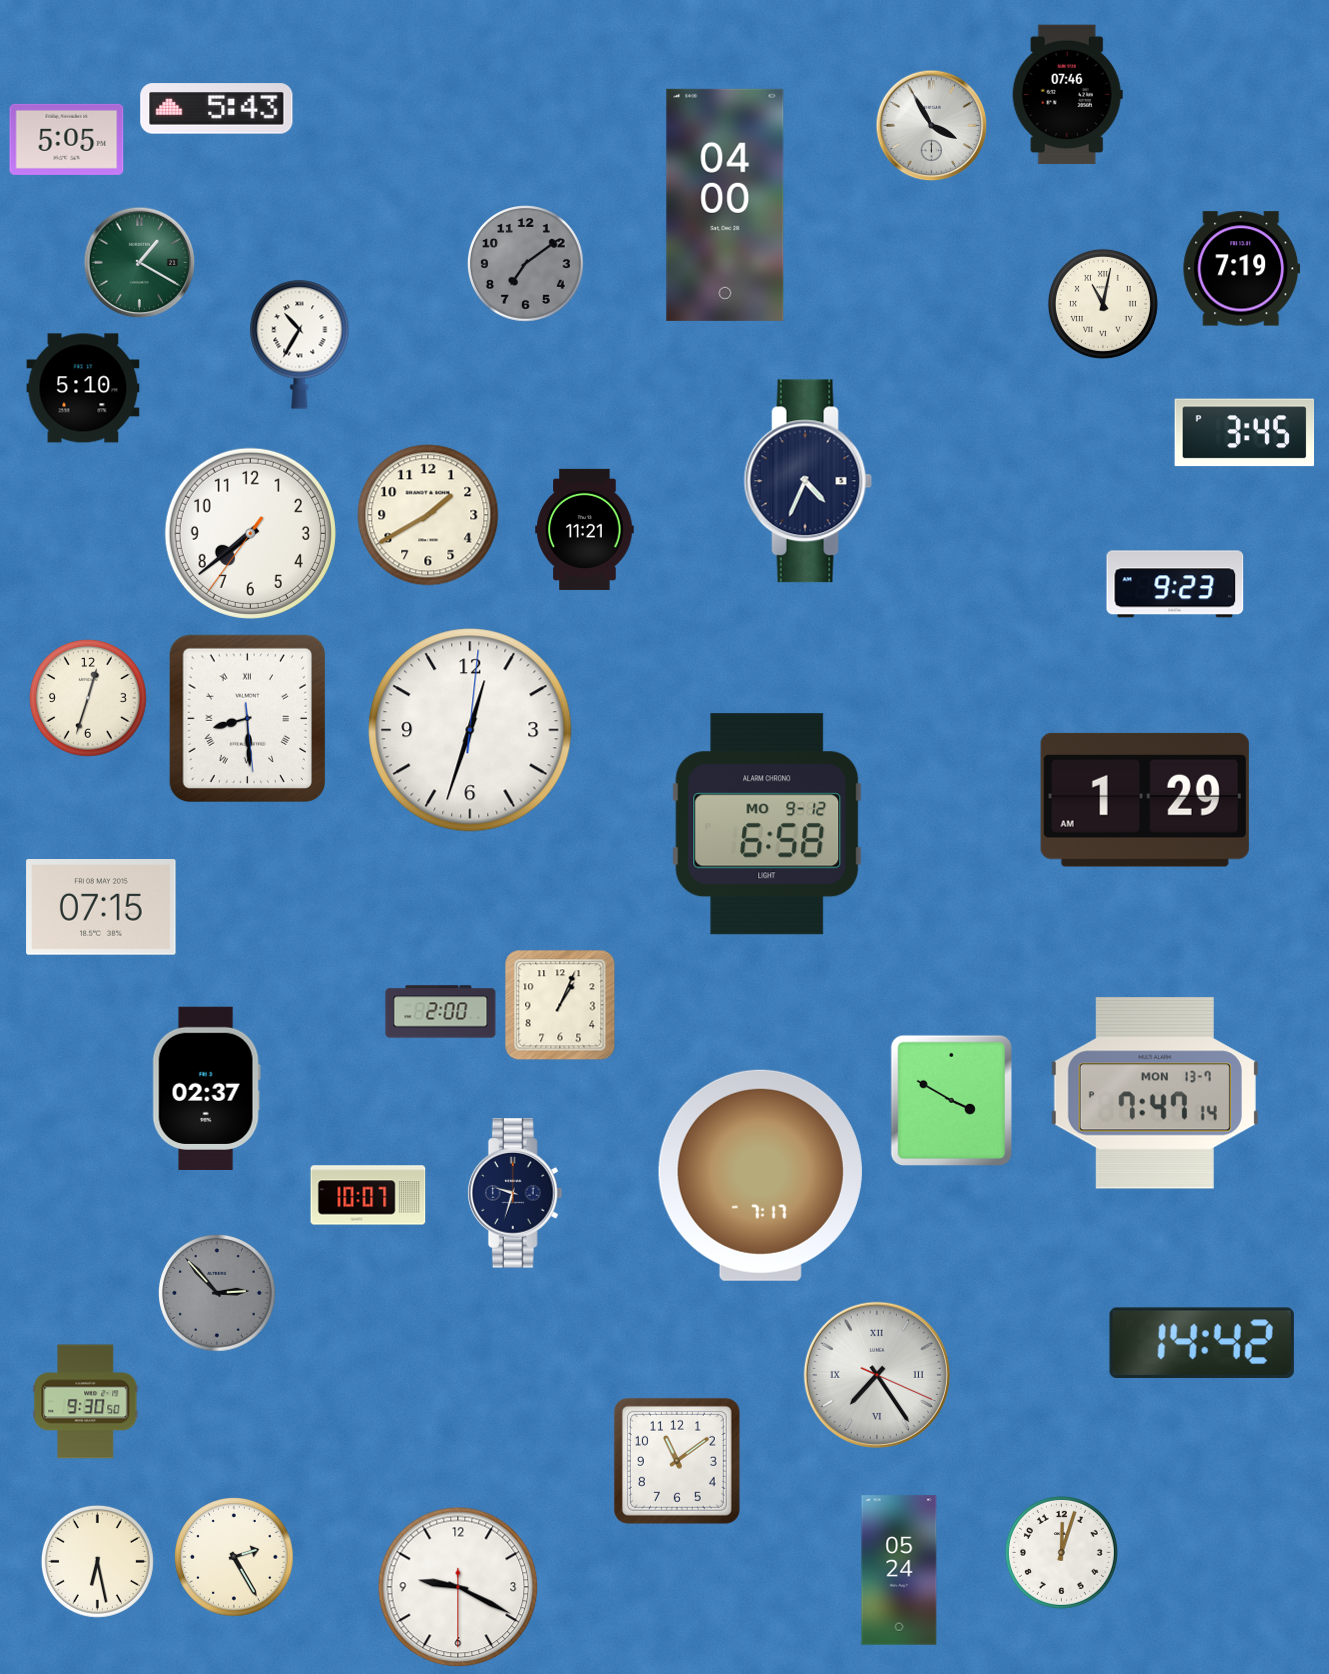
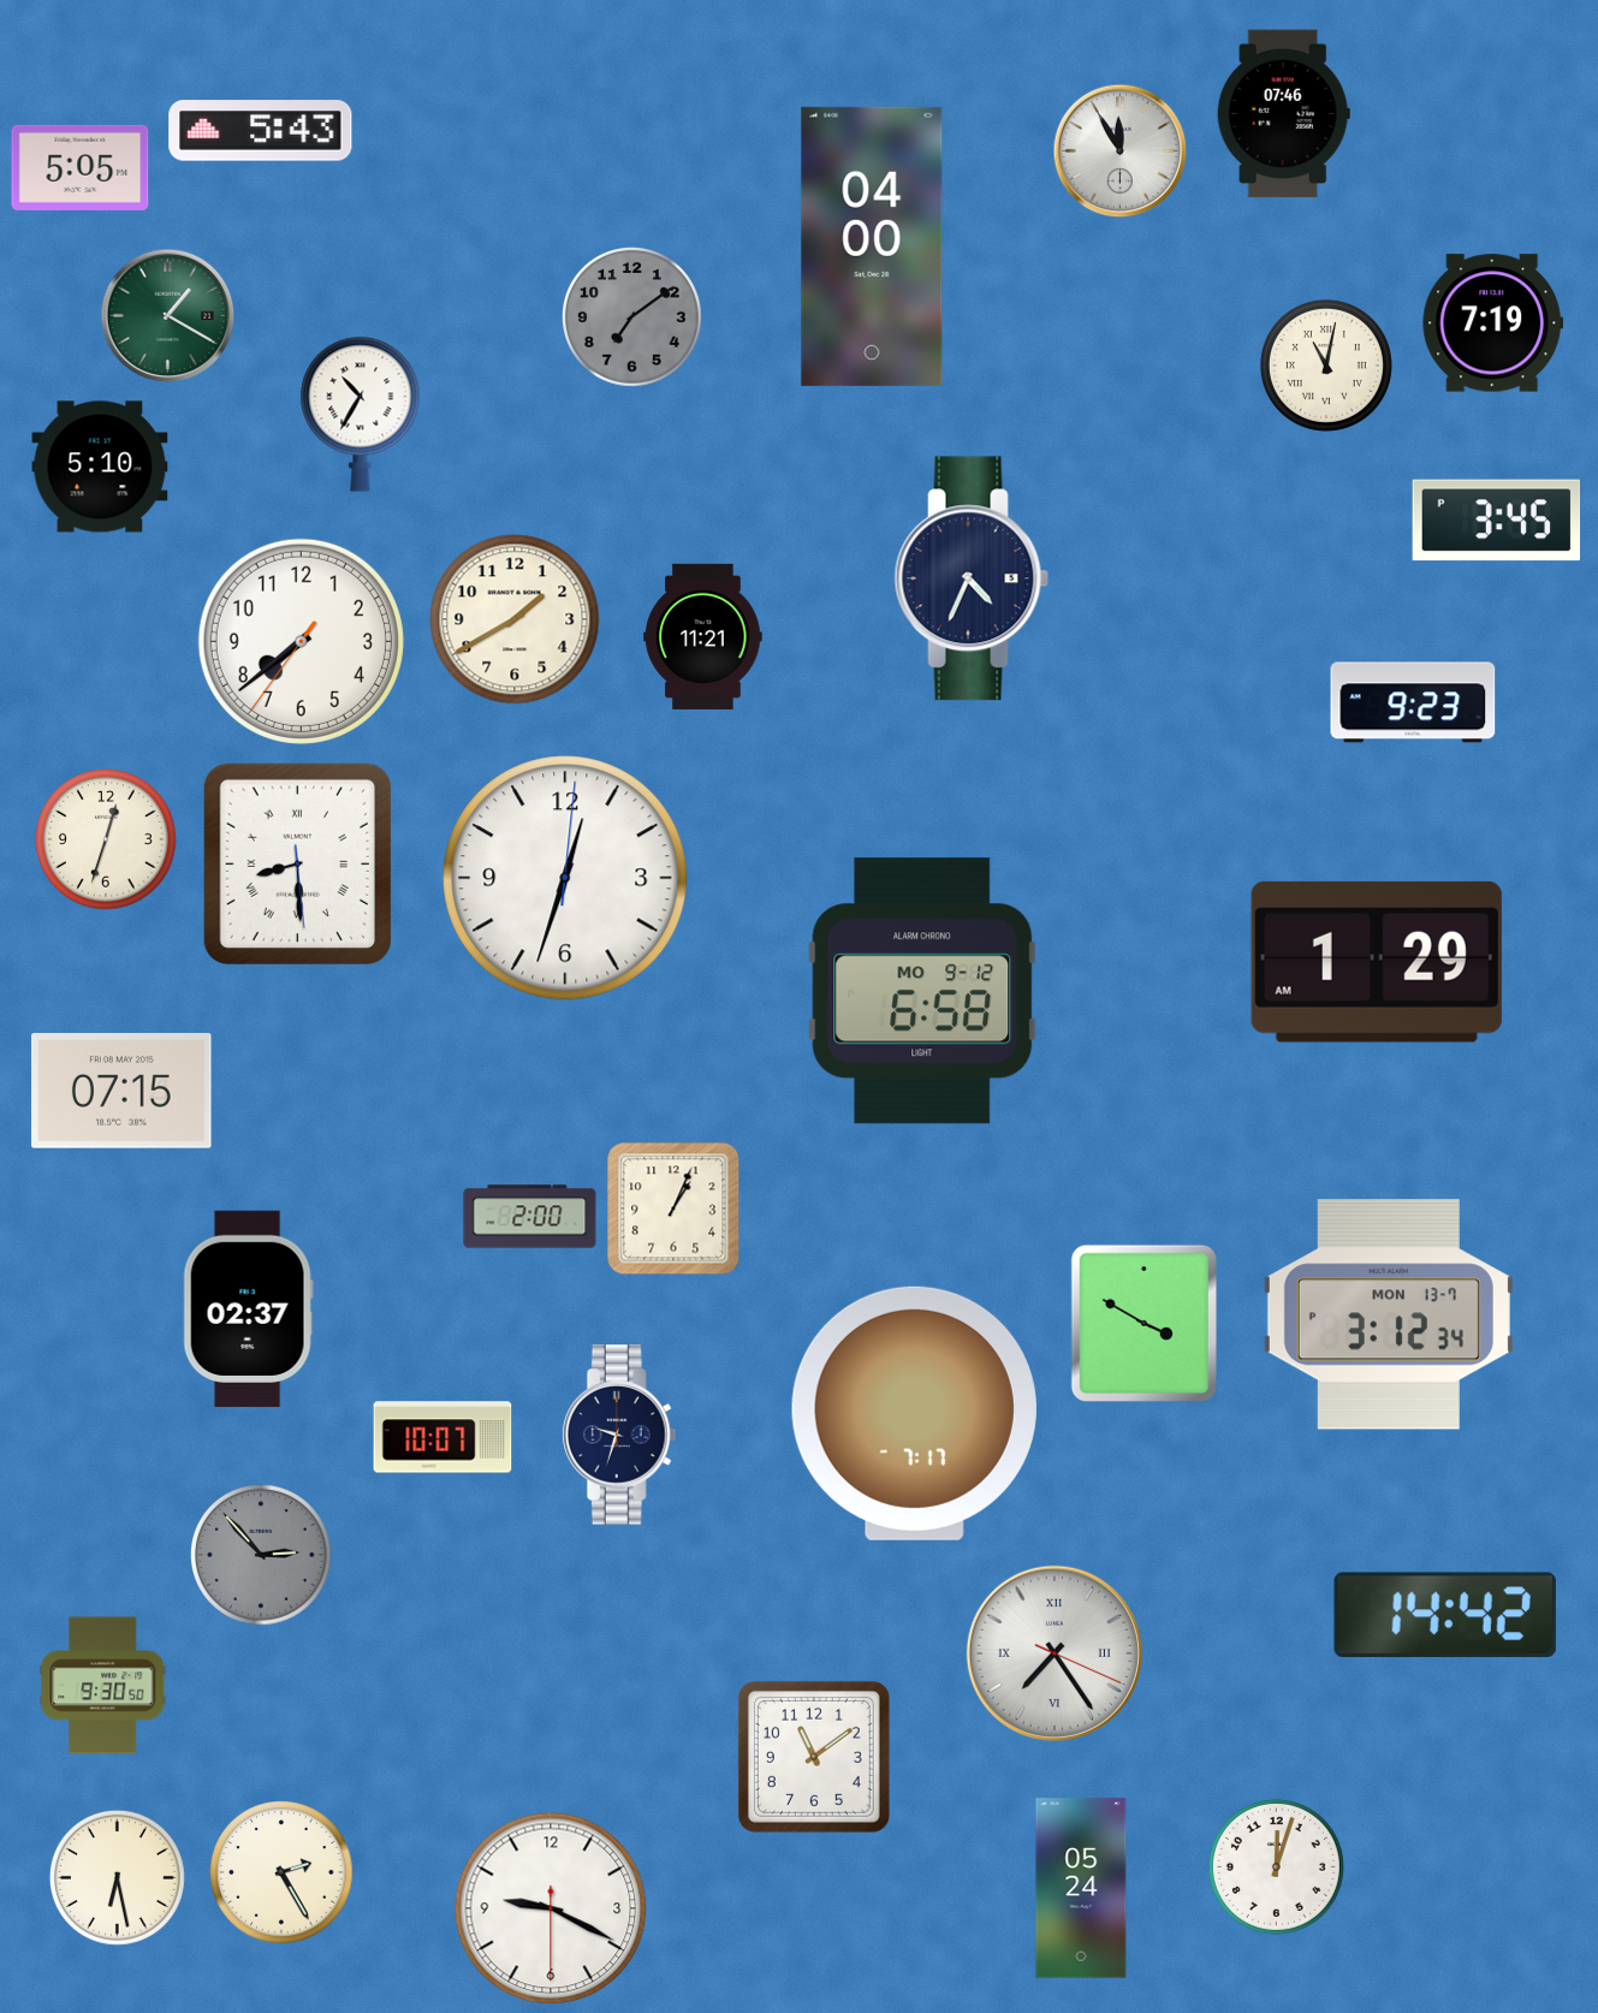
clock at (932, 126): 3:55 -> 11:55
clock at (1155, 1093): 7:47 -> 3:12
